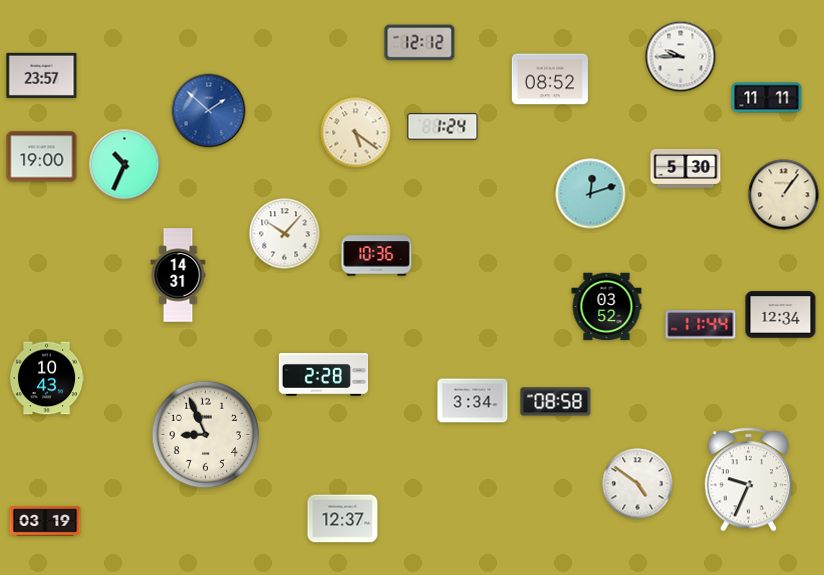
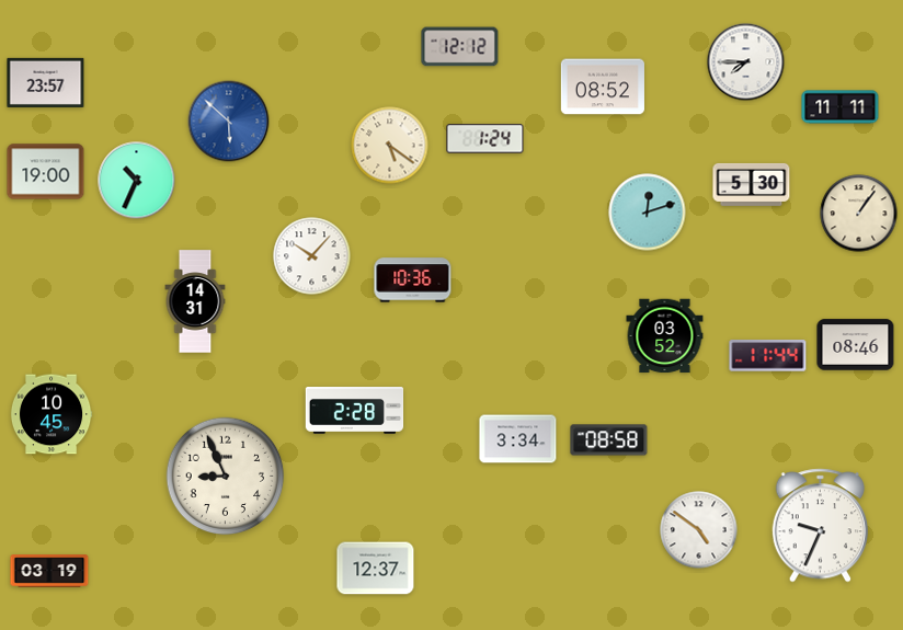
clock at (681, 57): 9:45 -> 7:45
clock at (209, 111): 1:52 -> 5:52
clock at (781, 315): 12:34 -> 08:46
clock at (47, 378): 10:43 -> 10:45
